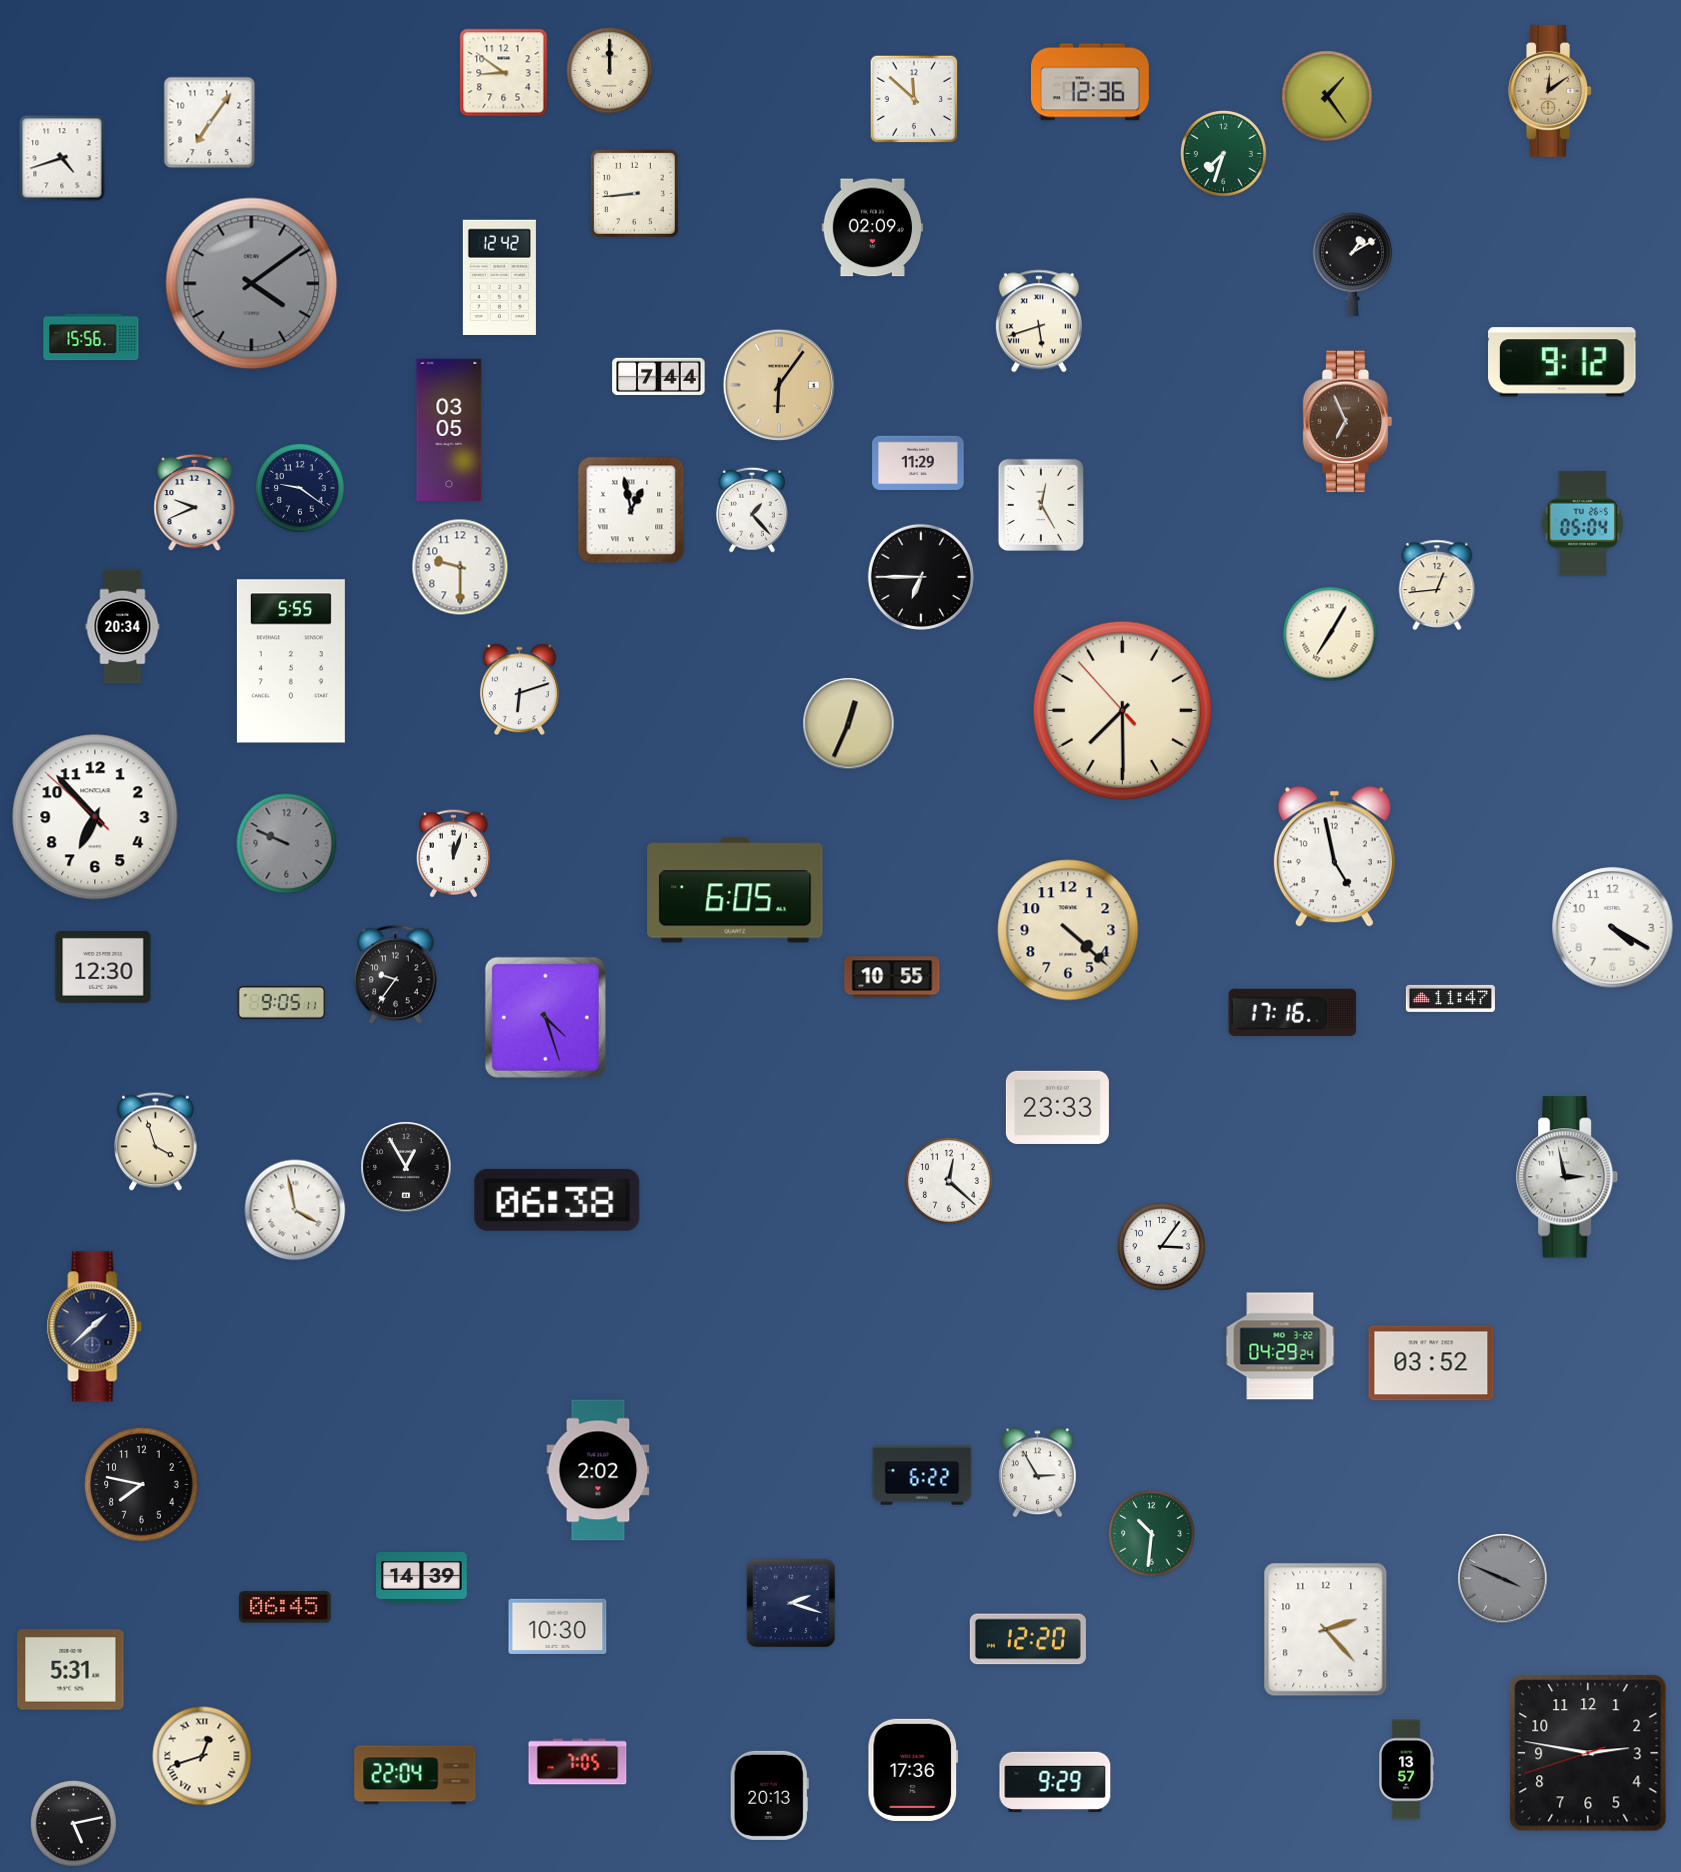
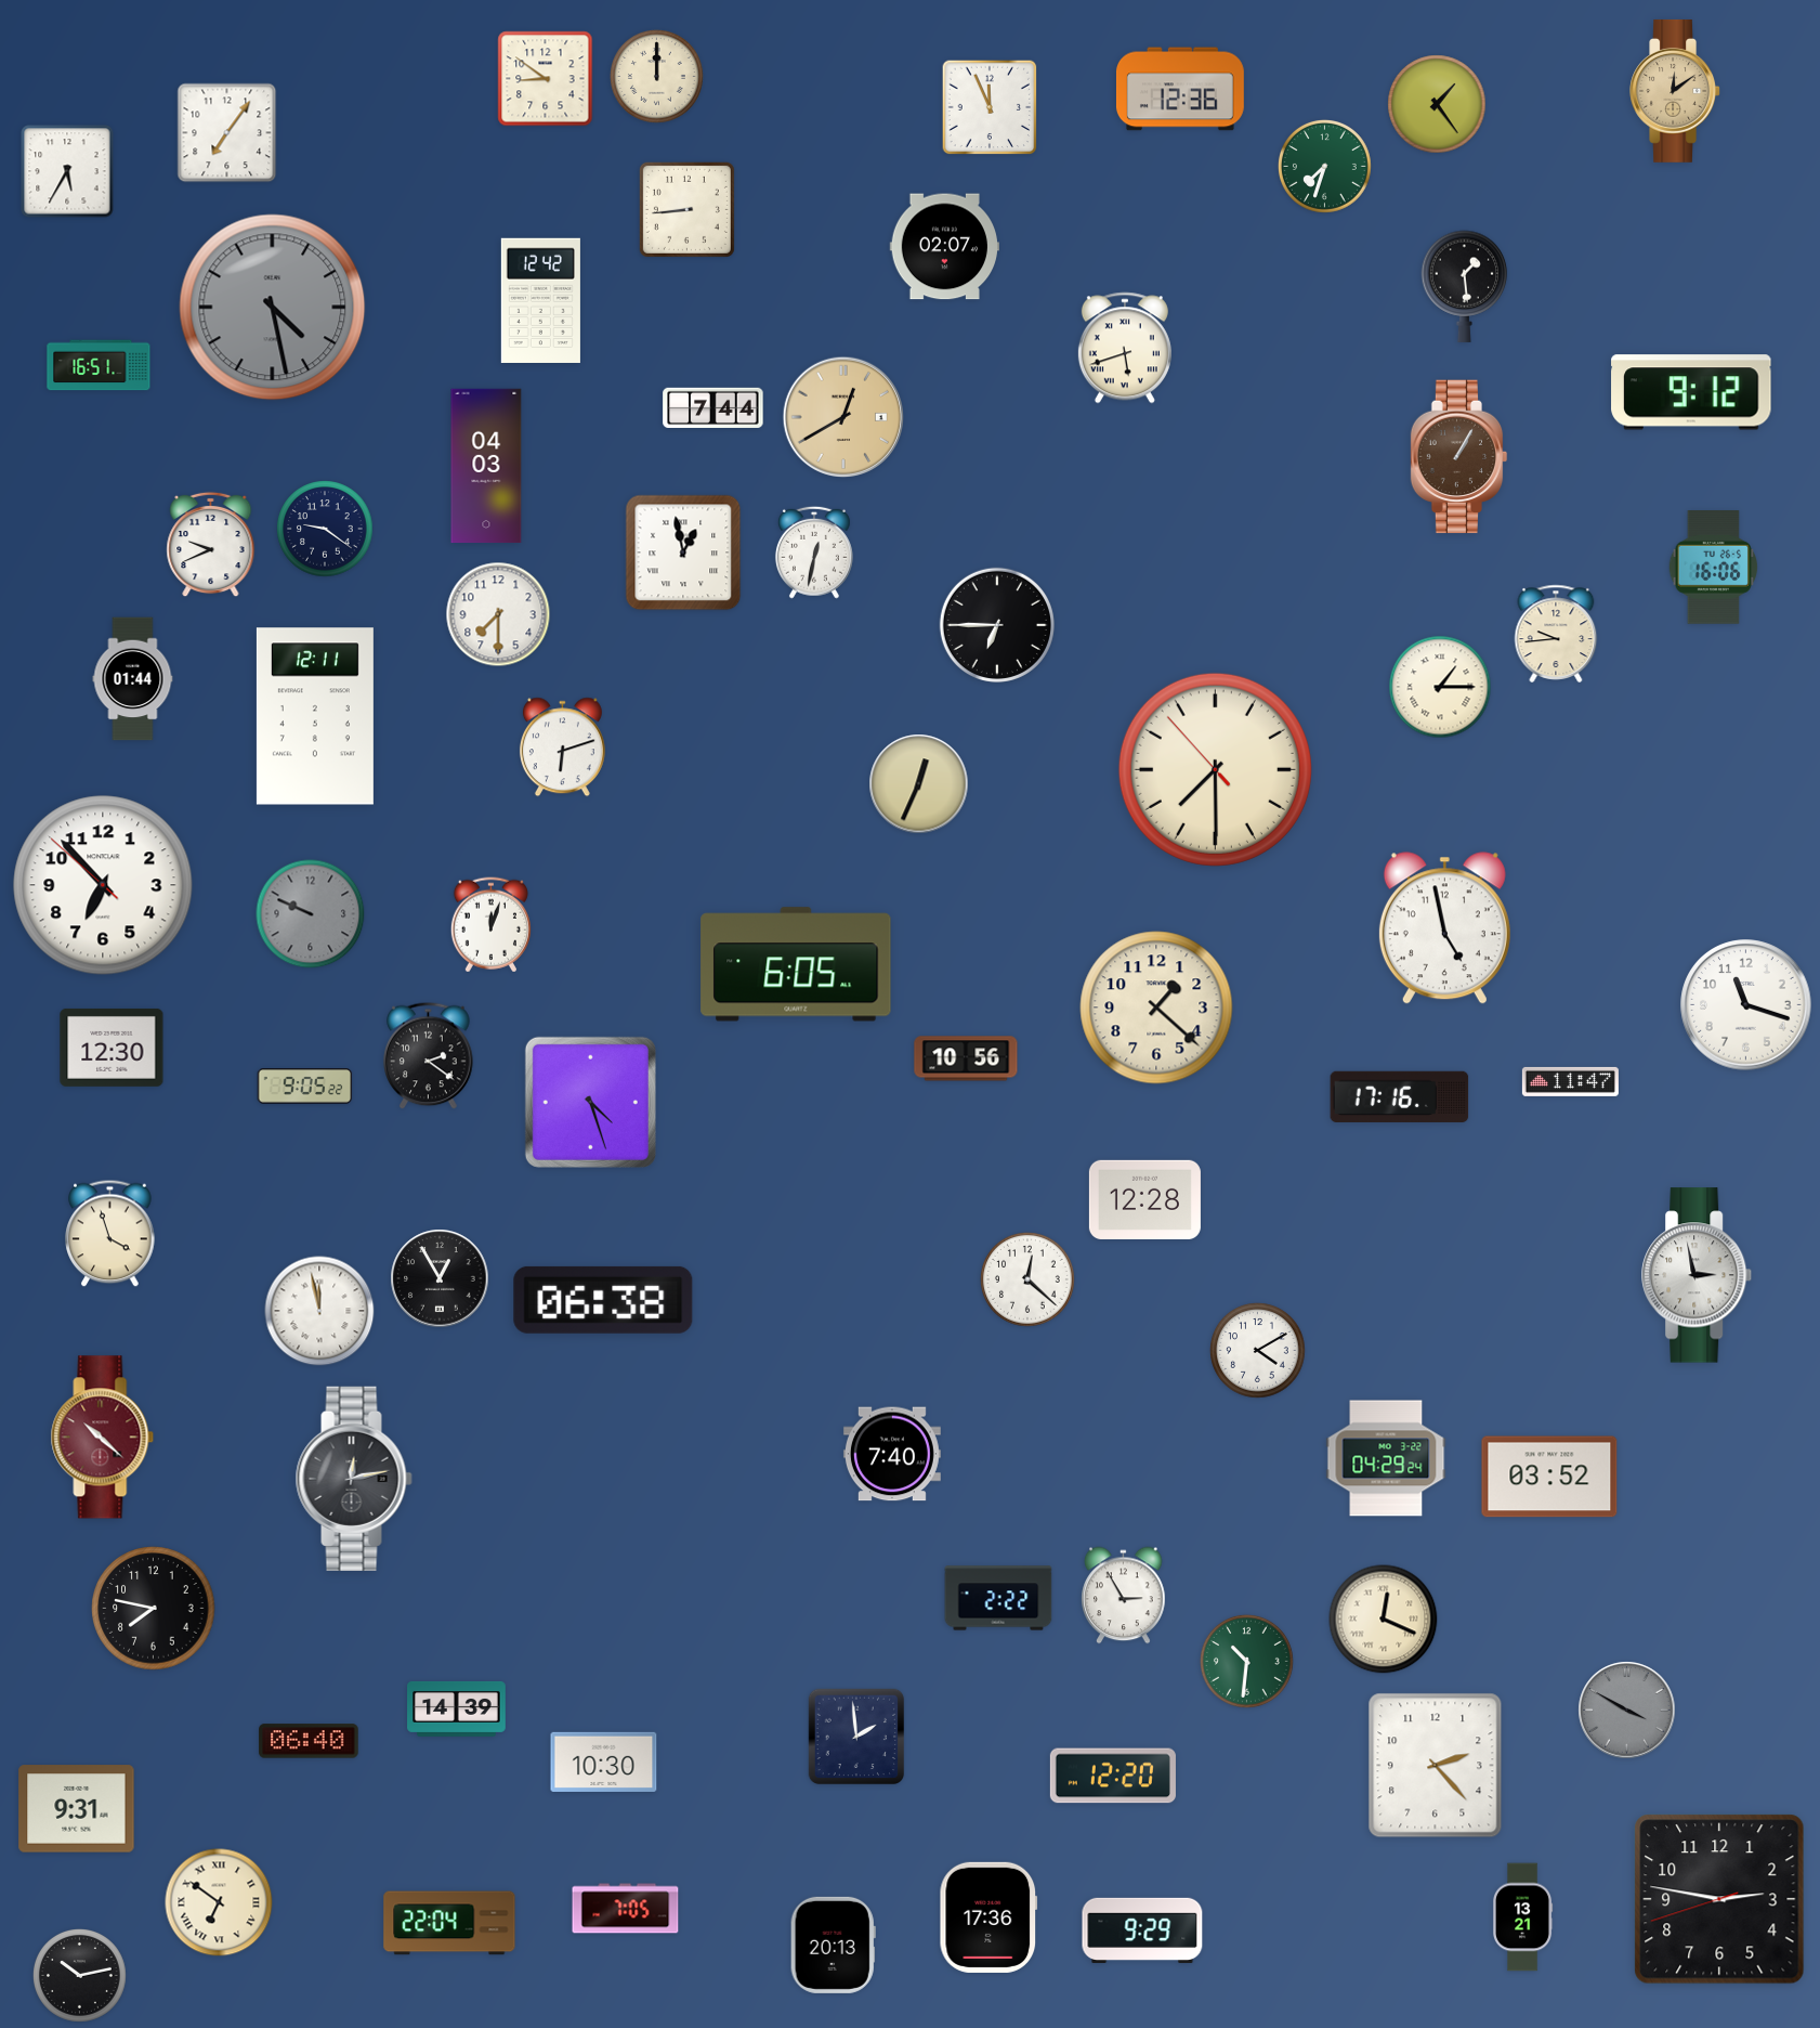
clock at (609, 70) position: (609, 70) -> (656, 76)
clock at (1550, 91) position: (1550, 91) -> (1675, 91)
clock at (914, 99): 11:52 -> 11:56
clock at (62, 158): 4:42 -> 5:35
clock at (873, 228): 02:09 -> 02:07
clock at (1353, 264): 1:10 -> 1:29
clock at (252, 284): 4:09 -> 4:28
clock at (91, 337): 15:56 -> 16:51
clock at (778, 384): 6:06 -> 12:40
clock at (1348, 422): 6:56 -> 1:05
clock at (449, 430): 03:05 -> 04:03
clock at (918, 463): 11:29 -> none
clock at (1040, 504): 12:25 -> none
clock at (752, 510): 1:23 -> 12:32
clock at (1582, 524): 05:04 -> 16:06
clock at (460, 567): 9:30 -> 7:30
clock at (1437, 585): 12:44 -> 9:44
clock at (123, 627): 20:34 -> 01:44
clock at (1330, 634): 7:05 -> 1:15
clock at (291, 661): 5:55 -> 12:11
clock at (1613, 928): 4:20 -> 11:18
clock at (1068, 930): 4:22 -> 1:22
clock at (396, 975): 9:36 -> 2:21
clock at (892, 977): 10:55 -> 10:56
clock at (282, 1003): 9:05:11 -> 9:05:22
clock at (1057, 1107): 23:33 -> 12:28
clock at (156, 1142) position: (156, 1142) -> (110, 1234)
clock at (406, 1167) position: (406, 1167) -> (440, 1278)
clock at (295, 1210): 3:58 -> 11:58
clock at (1162, 1247): 3:06 -> 4:10
clock at (95, 1327): 1:38 -> 10:22
clock at (95, 1327) dial: navy -> burgundy
clock at (892, 1454): none -> 7:40
clock at (354, 1479): none -> 12:13
clock at (598, 1470): 2:02 -> none
clock at (922, 1475): 6:22 -> 2:22
clock at (1384, 1620): none -> 12:19
clock at (1503, 1579): 3:49 -> 3:50
clock at (791, 1603): 2:18 -> 1:59
clock at (285, 1607): 06:45 -> 06:40
clock at (71, 1670): 5:31 -> 9:31
clock at (202, 1756): 12:42 -> 6:51
clock at (1407, 1770): 13:57 -> 13:21
clock at (73, 1823): 5:13 -> 10:13
